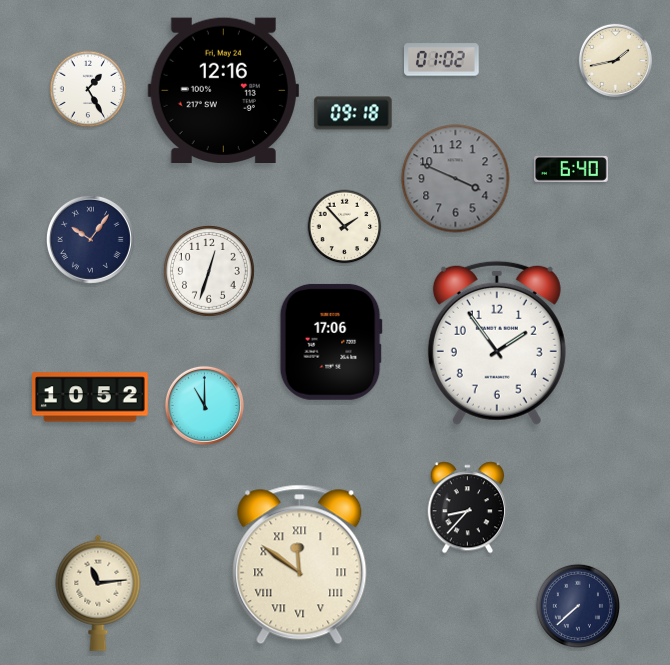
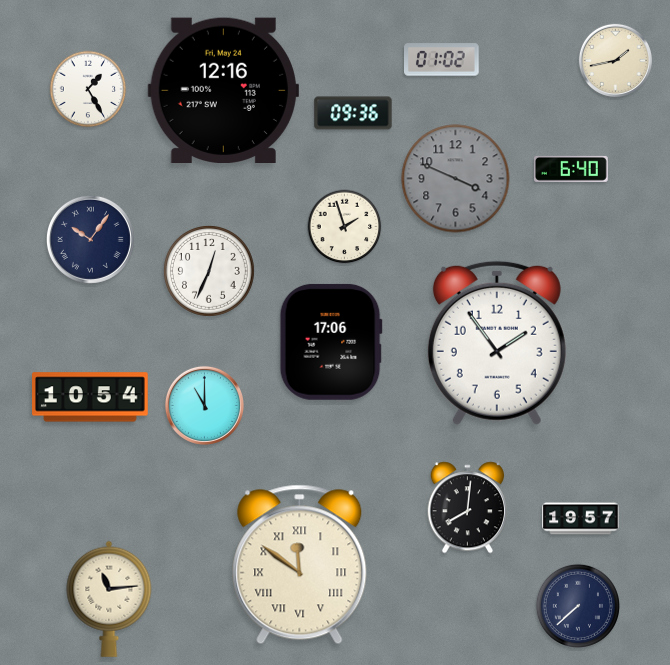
clock at (353, 113): 09:18 -> 09:36
clock at (345, 227): 1:53 -> 1:57
clock at (209, 271): 12:33 -> 12:34
clock at (91, 397): 10:52 -> 10:54
clock at (467, 508): 8:37 -> 8:01
clock at (581, 519): none -> 19:57
clock at (98, 593) position: (98, 593) -> (109, 599)
